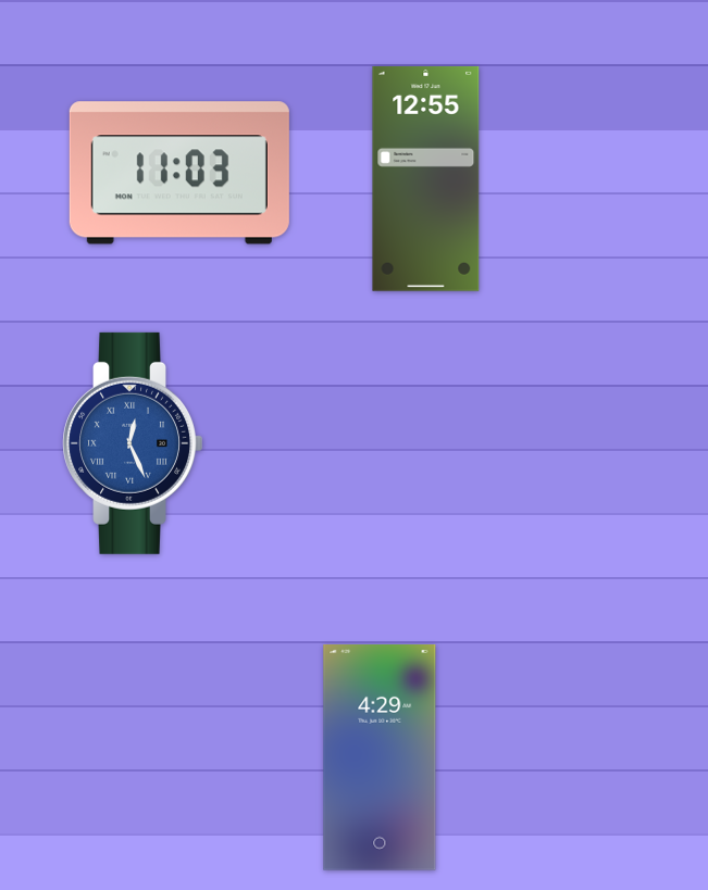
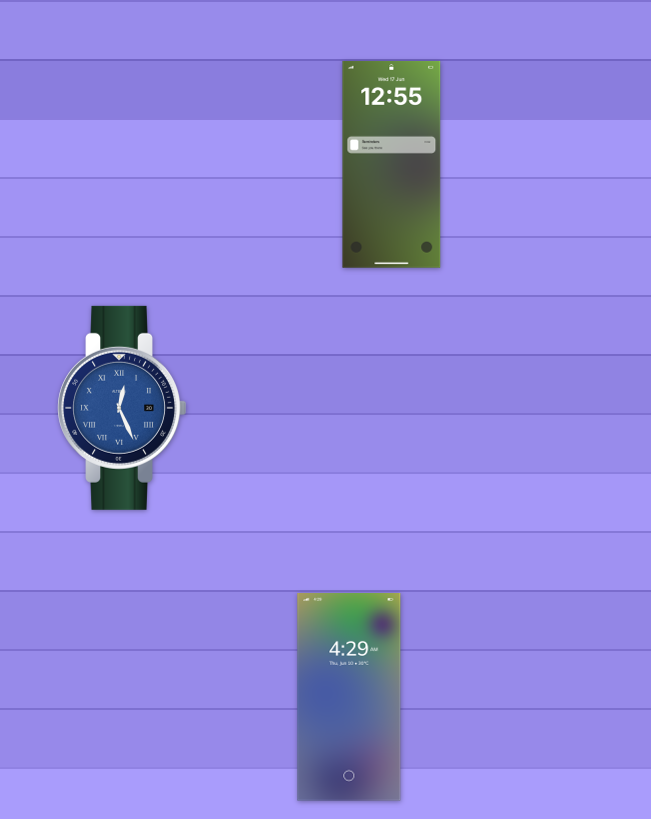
clock at (179, 173): 11:03 -> none
